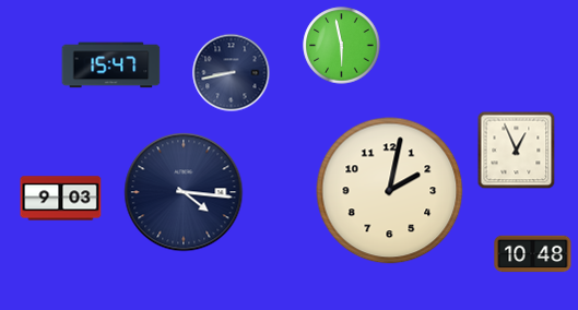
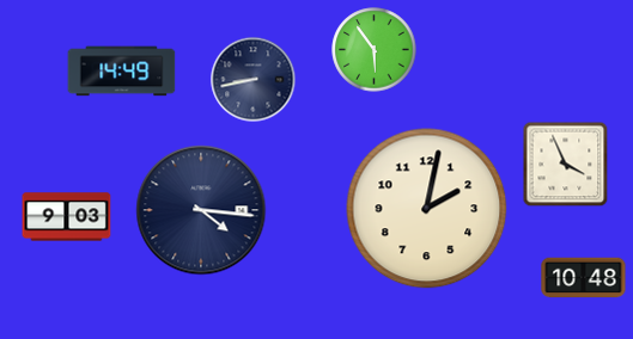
clock at (342, 46): 5:58 -> 5:54
clock at (111, 65): 15:47 -> 14:49
clock at (517, 151): 12:56 -> 3:56
